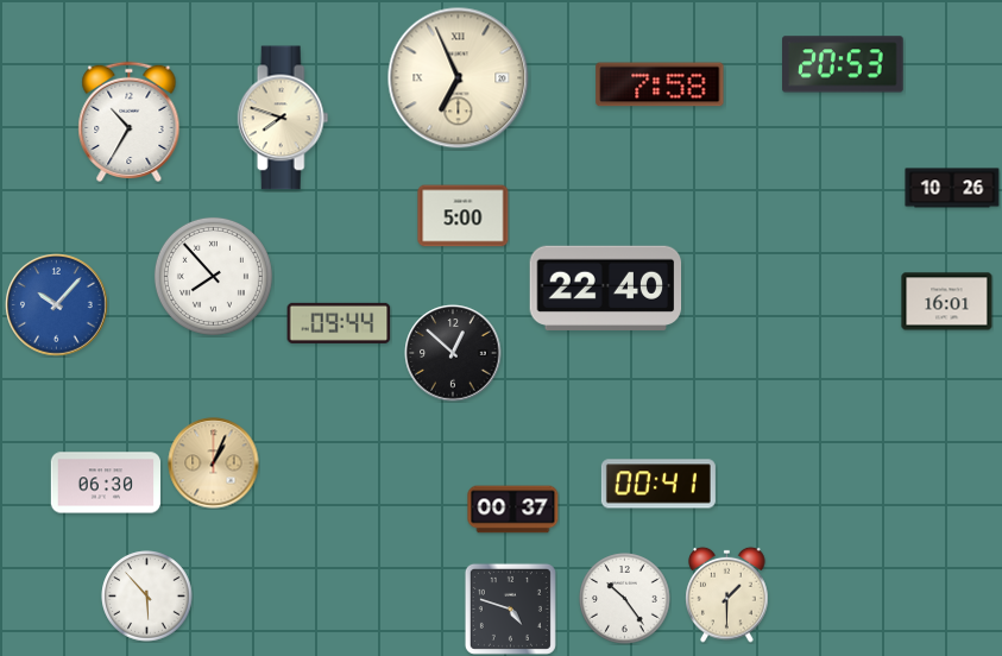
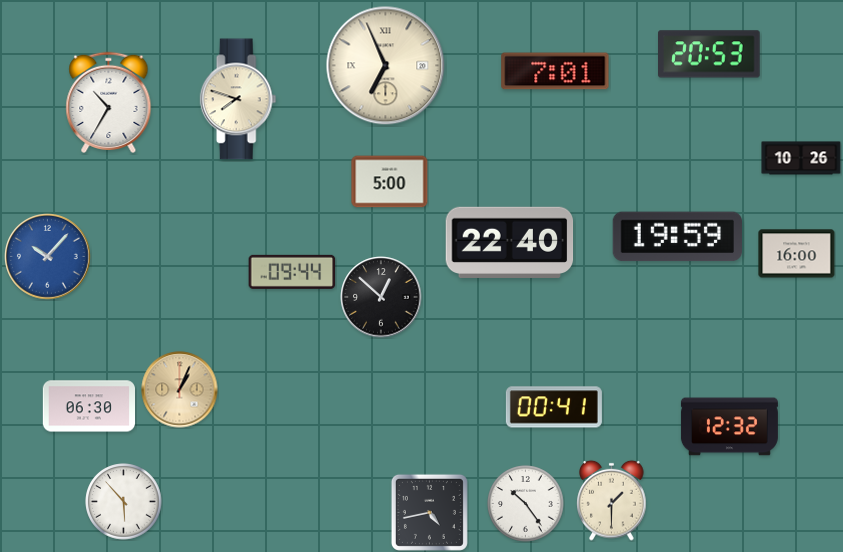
clock at (660, 84): 7:58 -> 7:01
clock at (213, 276): 7:53 -> none
clock at (677, 237): none -> 19:59
clock at (947, 302): 16:01 -> 16:00
clock at (339, 323) position: (339, 323) -> (292, 272)
clock at (729, 427): none -> 12:32
clock at (513, 510): 00:37 -> none
clock at (510, 608): 4:48 -> 4:43
